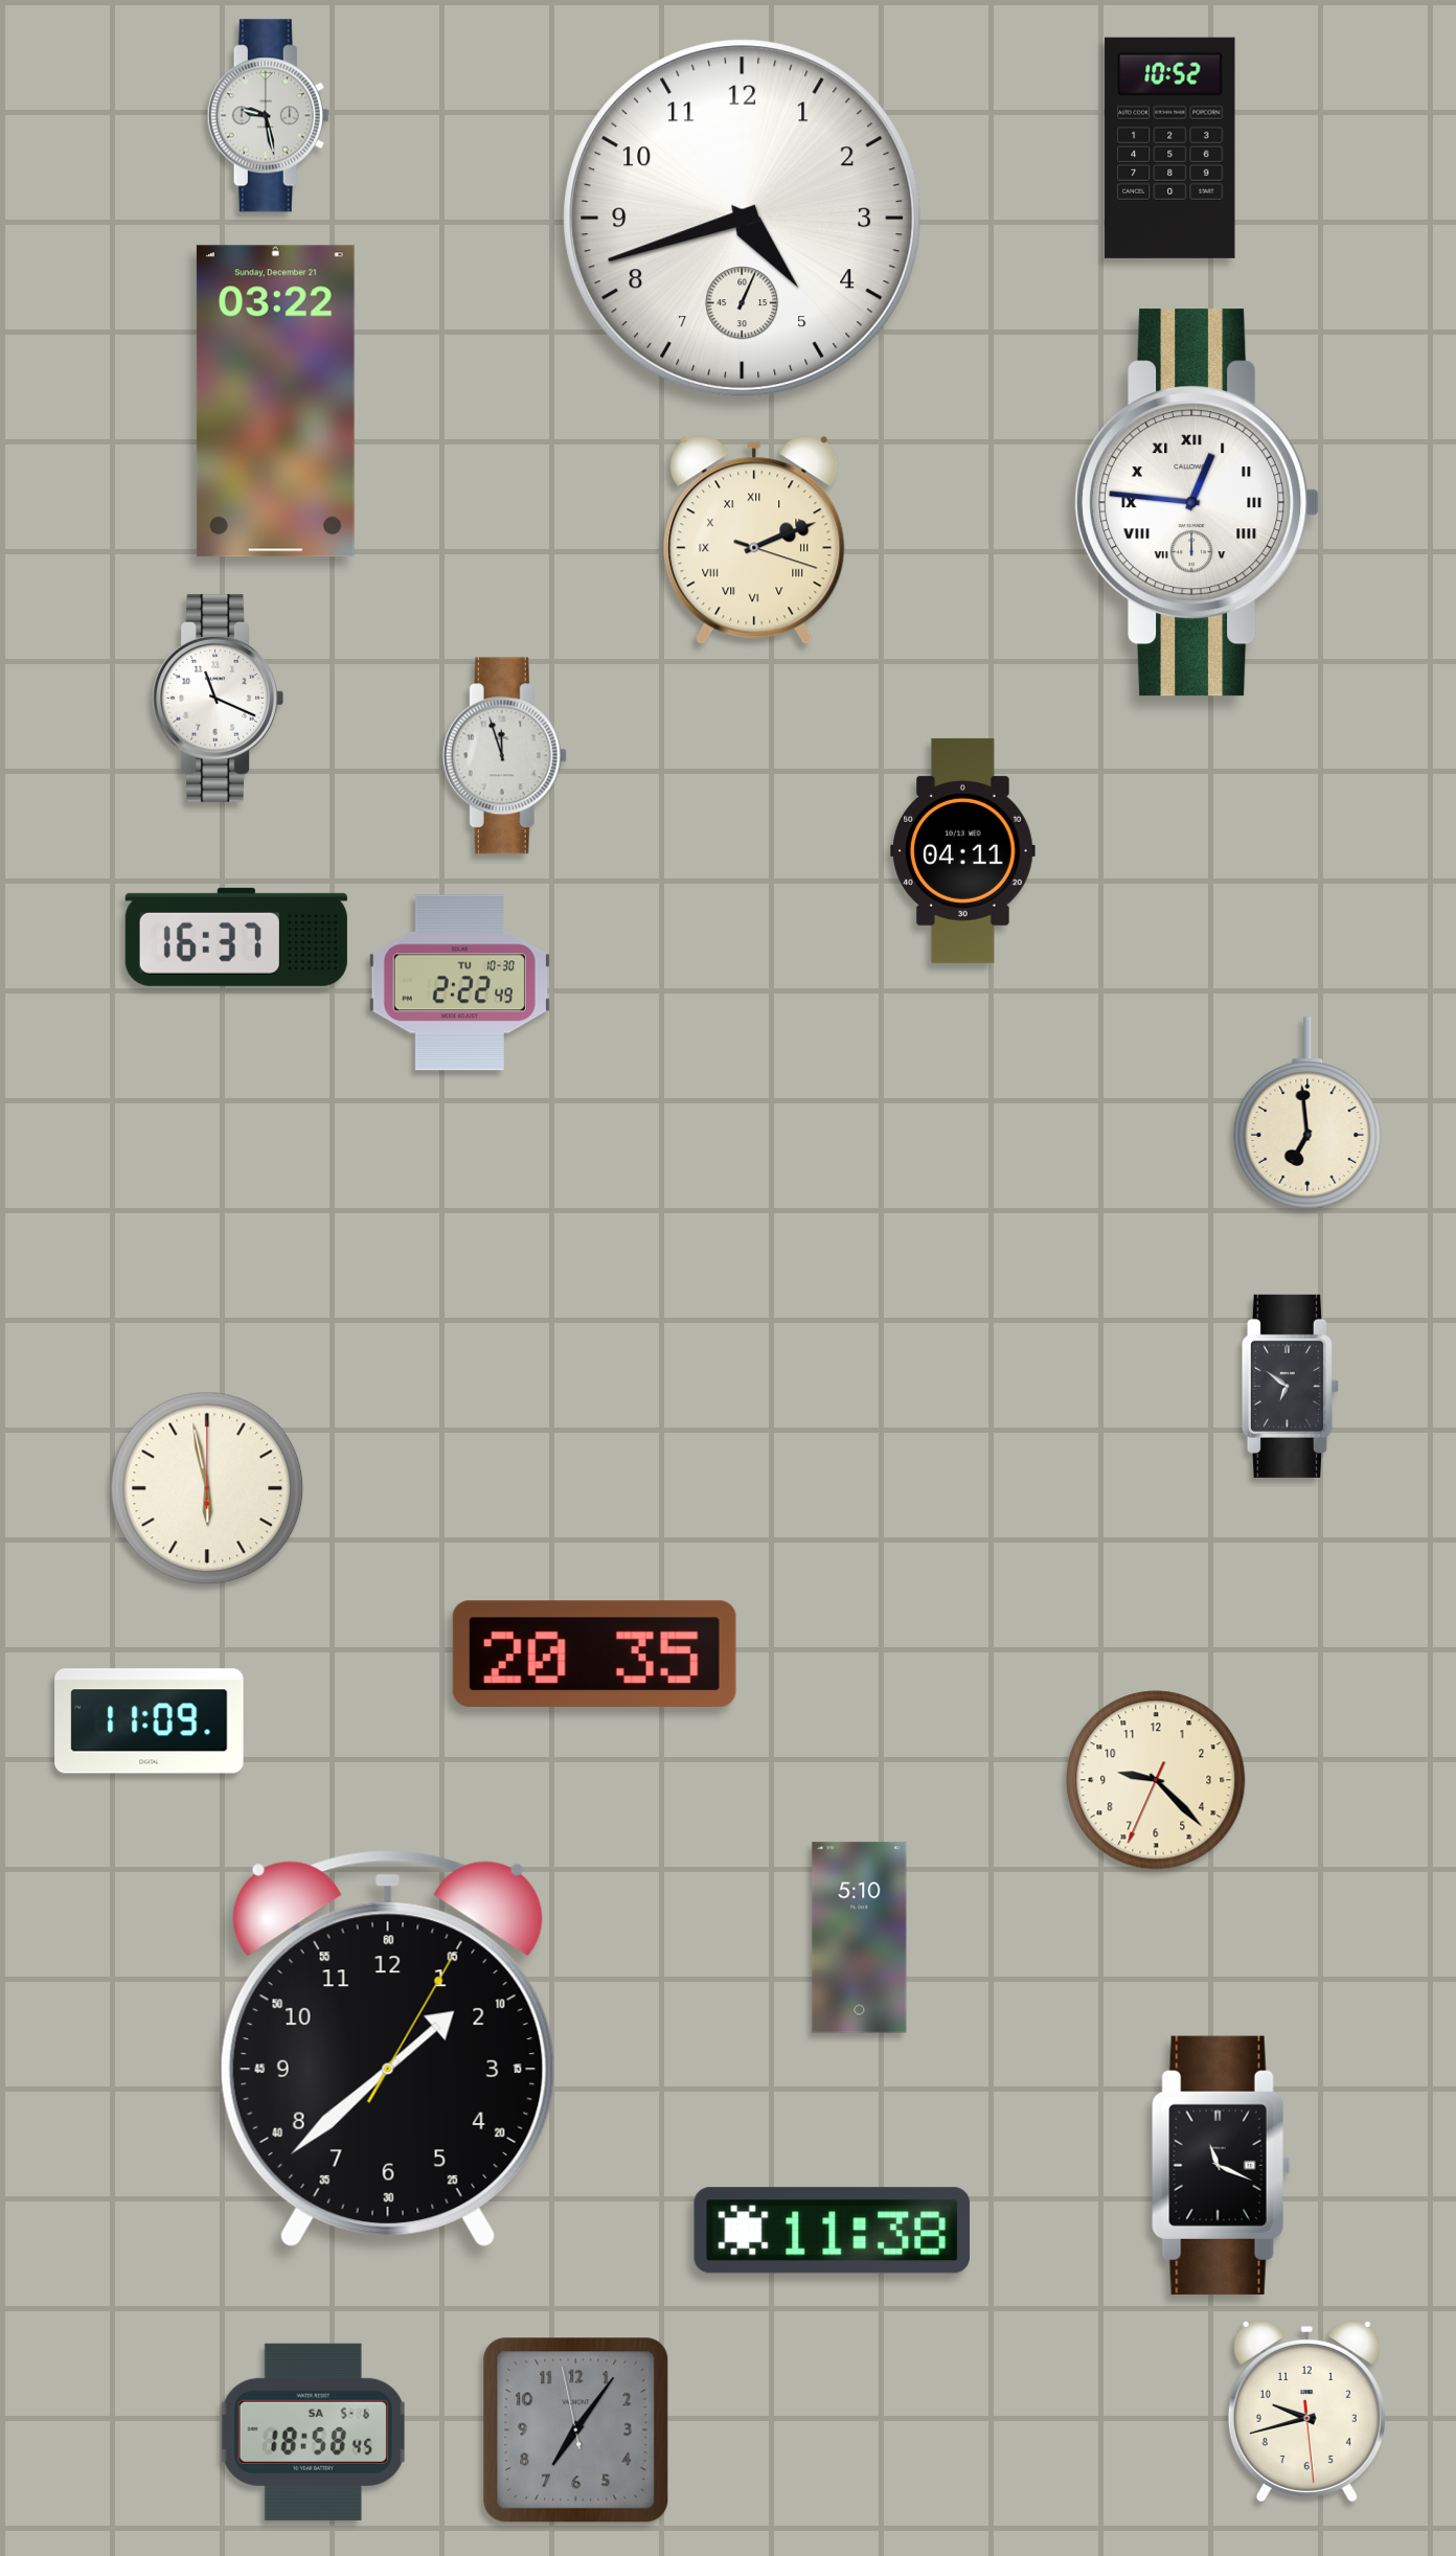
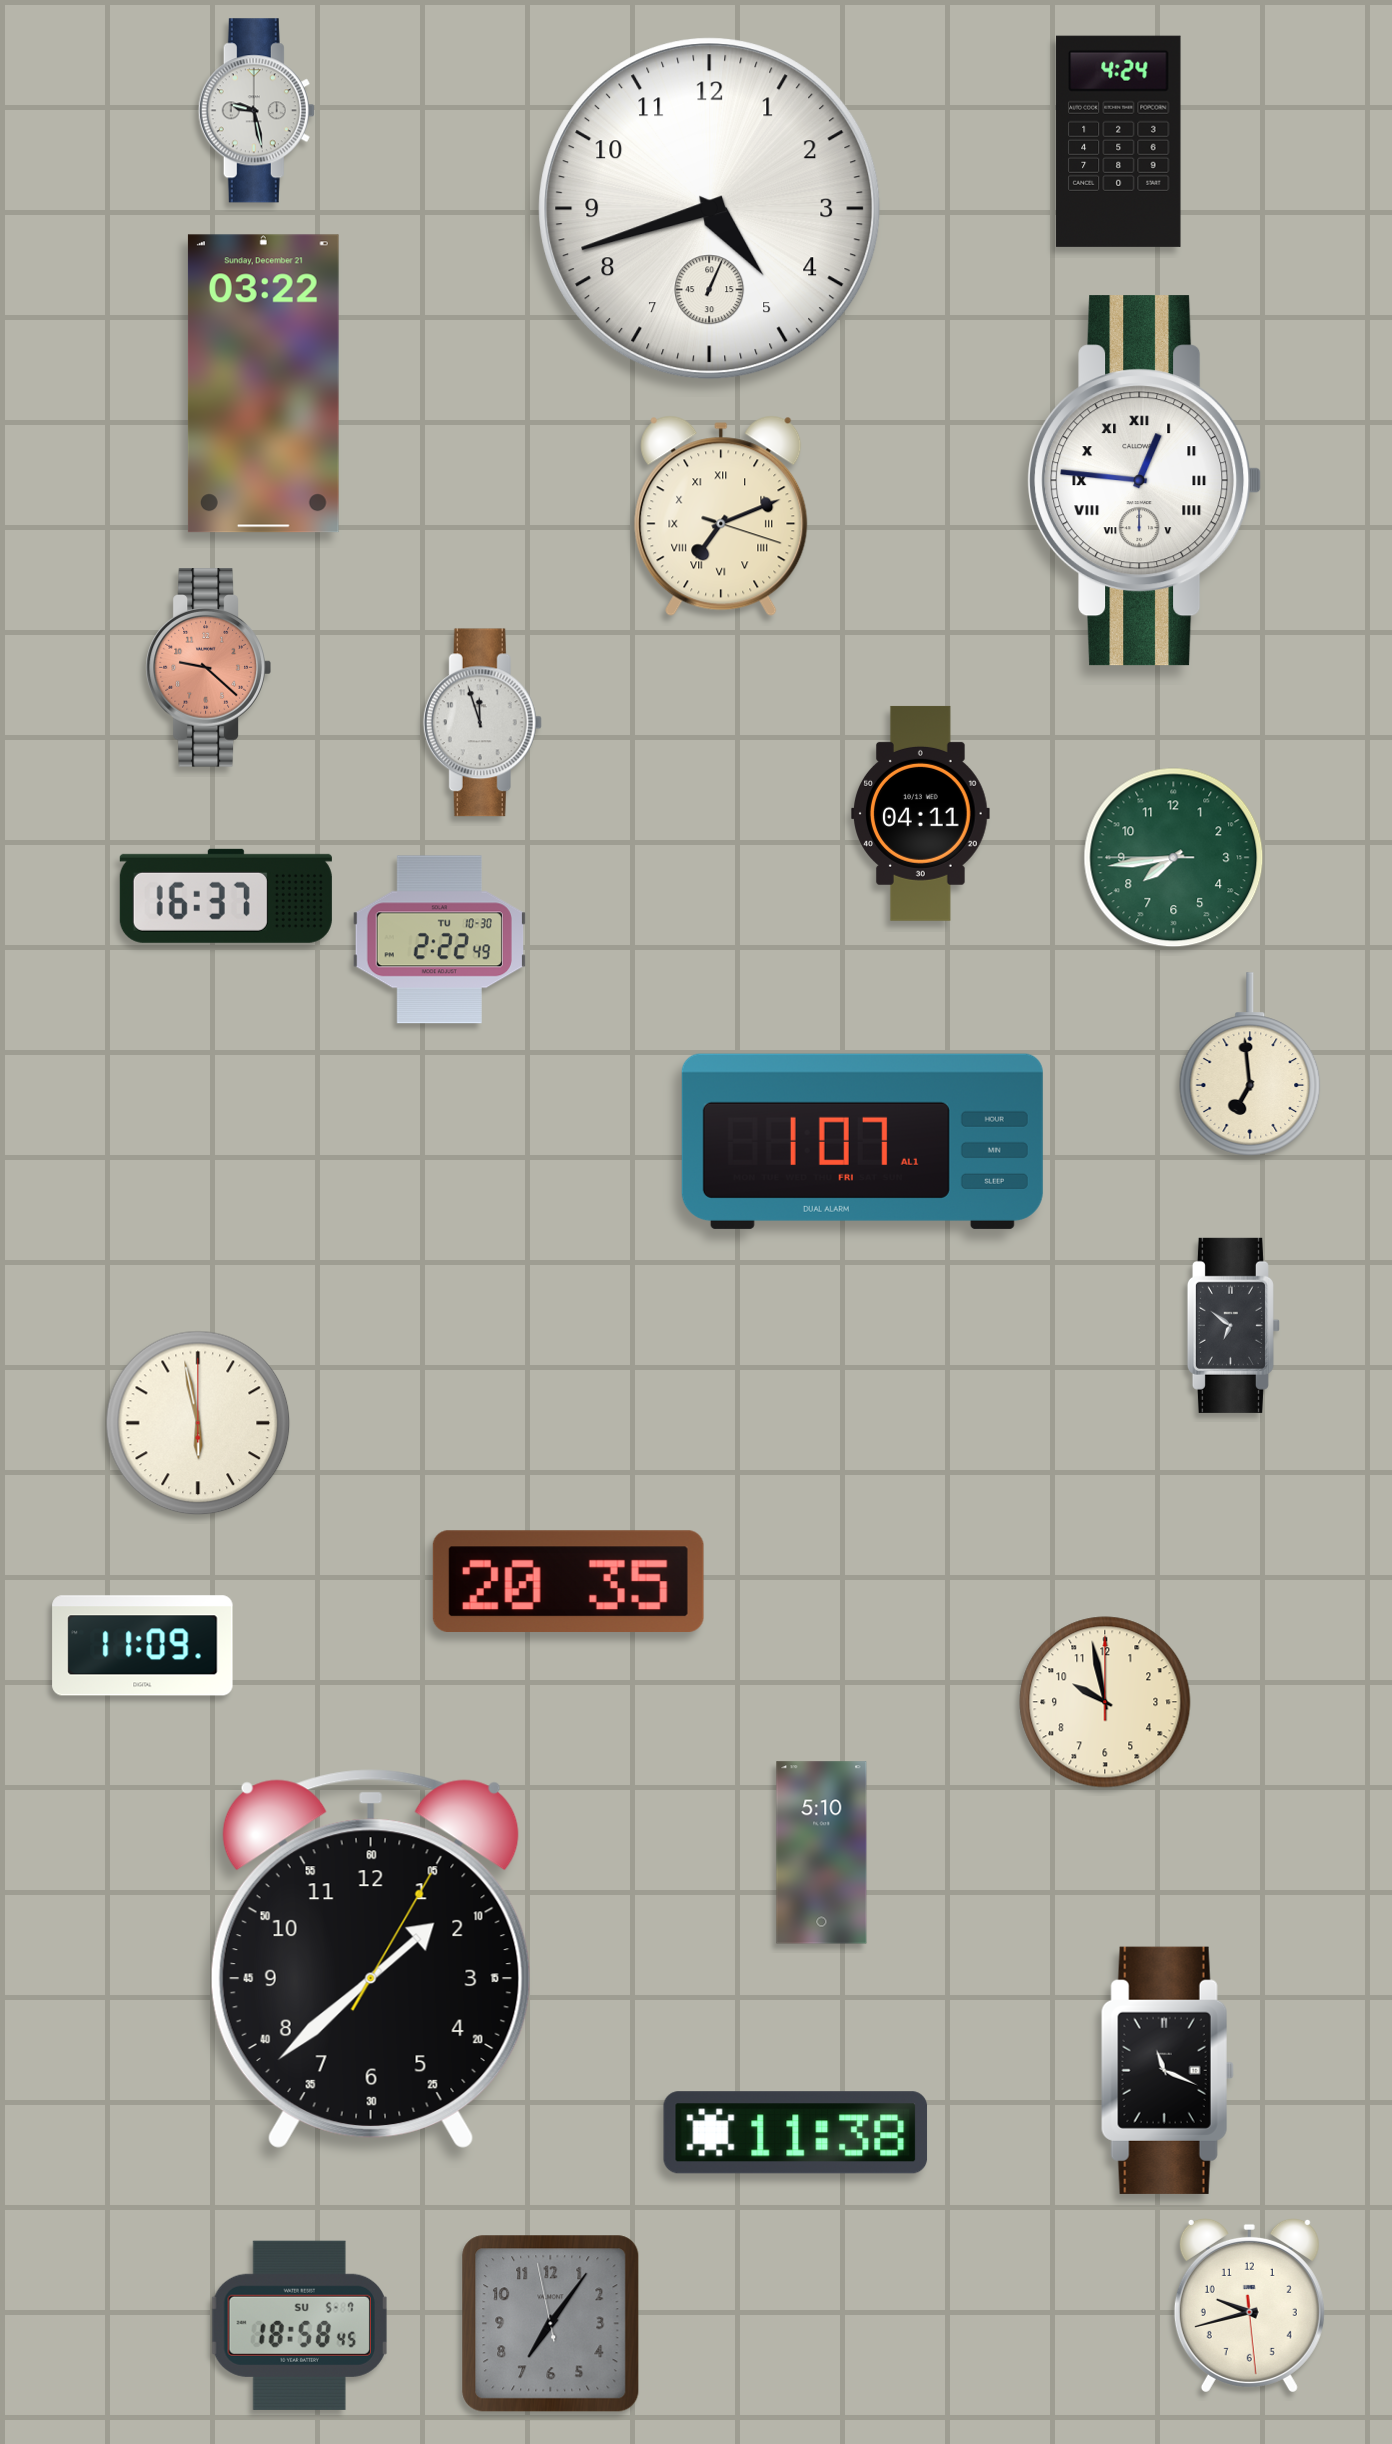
clock at (1170, 147): 10:52 -> 4:24
clock at (754, 540): 2:11 -> 7:11
clock at (218, 699): 11:19 -> 9:22
clock at (218, 699) dial: white -> salmon
clock at (1174, 858): none -> 7:43
clock at (862, 1141): none -> 1:07
clock at (1156, 1780): 9:22 -> 9:58
clock at (313, 2432) date: SA 5-6 -> SU 5-7
